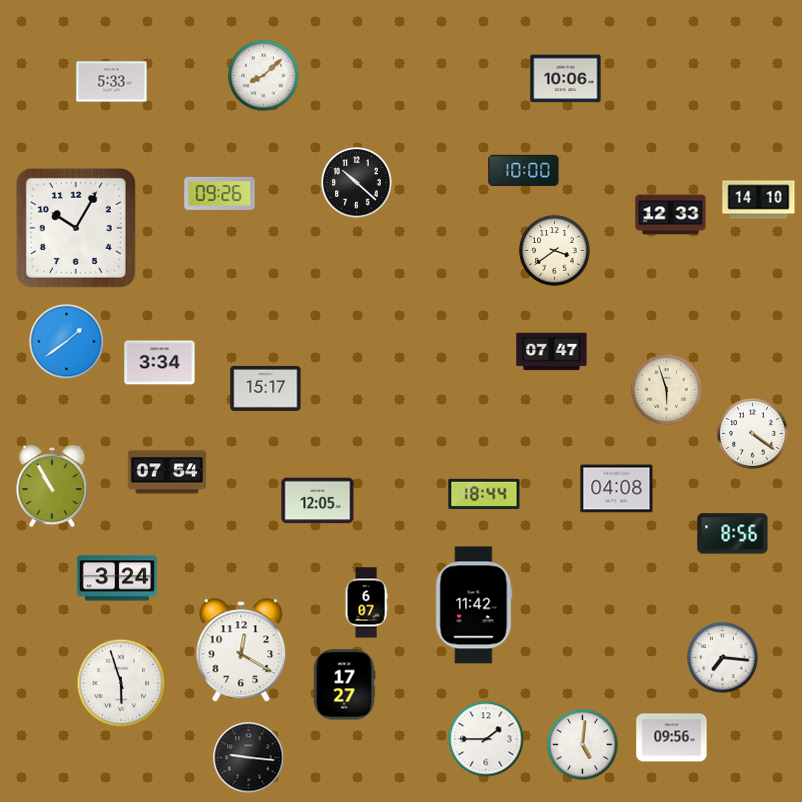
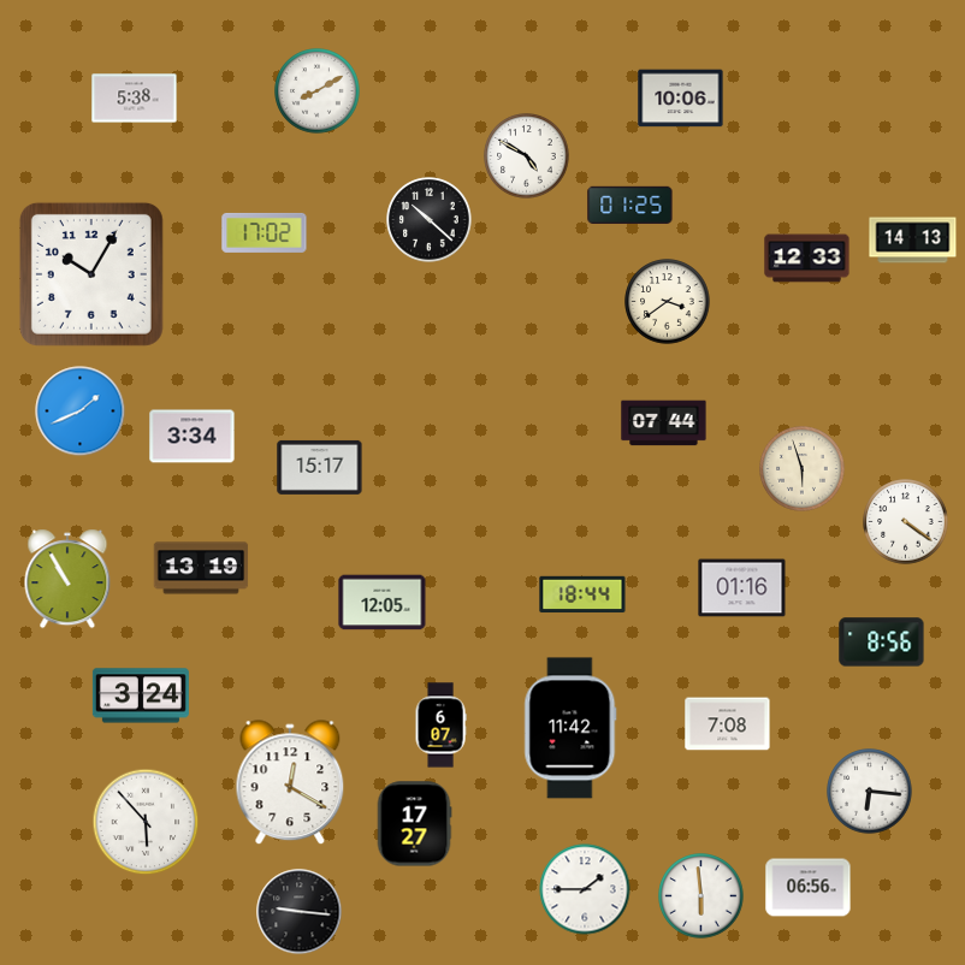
clock at (264, 76): 8:08 -> 8:10
clock at (566, 79) position: (566, 79) -> (681, 99)
clock at (112, 82): 5:33 -> 5:38
clock at (527, 156): none -> 4:50
clock at (524, 170): 10:00 -> 01:25
clock at (220, 193): 09:26 -> 17:02
clock at (759, 200): 14:10 -> 14:13
clock at (67, 342): 1:39 -> 1:41
clock at (552, 352): 07:47 -> 07:44
clock at (167, 472): 07:54 -> 13:19
clock at (52, 486) position: (52, 486) -> (67, 579)
clock at (617, 489): 04:08 -> 01:16
clock at (728, 724): none -> 7:08
clock at (723, 658): 7:16 -> 6:16
clock at (121, 683): 5:57 -> 5:53
clock at (672, 738): 09:56 -> 06:56
clock at (583, 745): 5:01 -> 5:59
